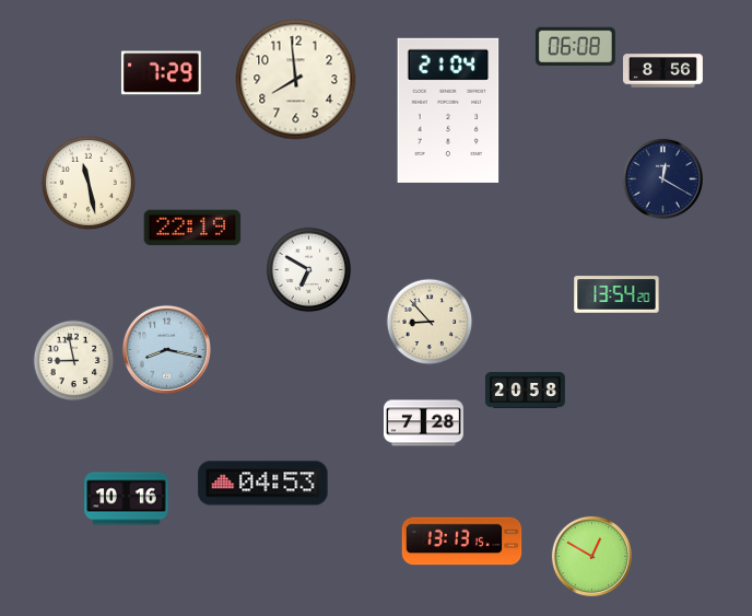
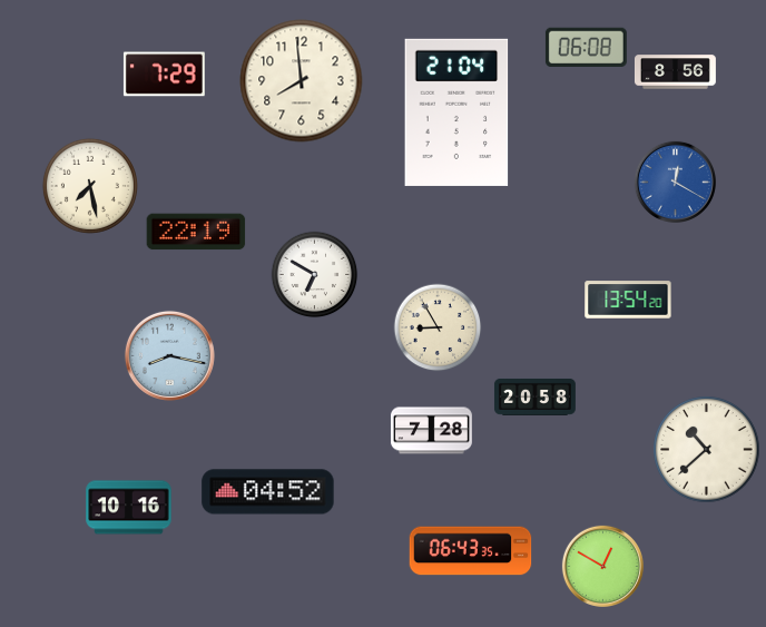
clock at (662, 178) dial: navy -> blue
clock at (89, 183): 11:28 -> 7:28
clock at (430, 322): 8:53 -> 8:55
clock at (74, 361): 8:58 -> none
clock at (707, 450): none -> 10:38
clock at (263, 484): 04:53 -> 04:52
clock at (462, 542): 13:13 -> 06:43
